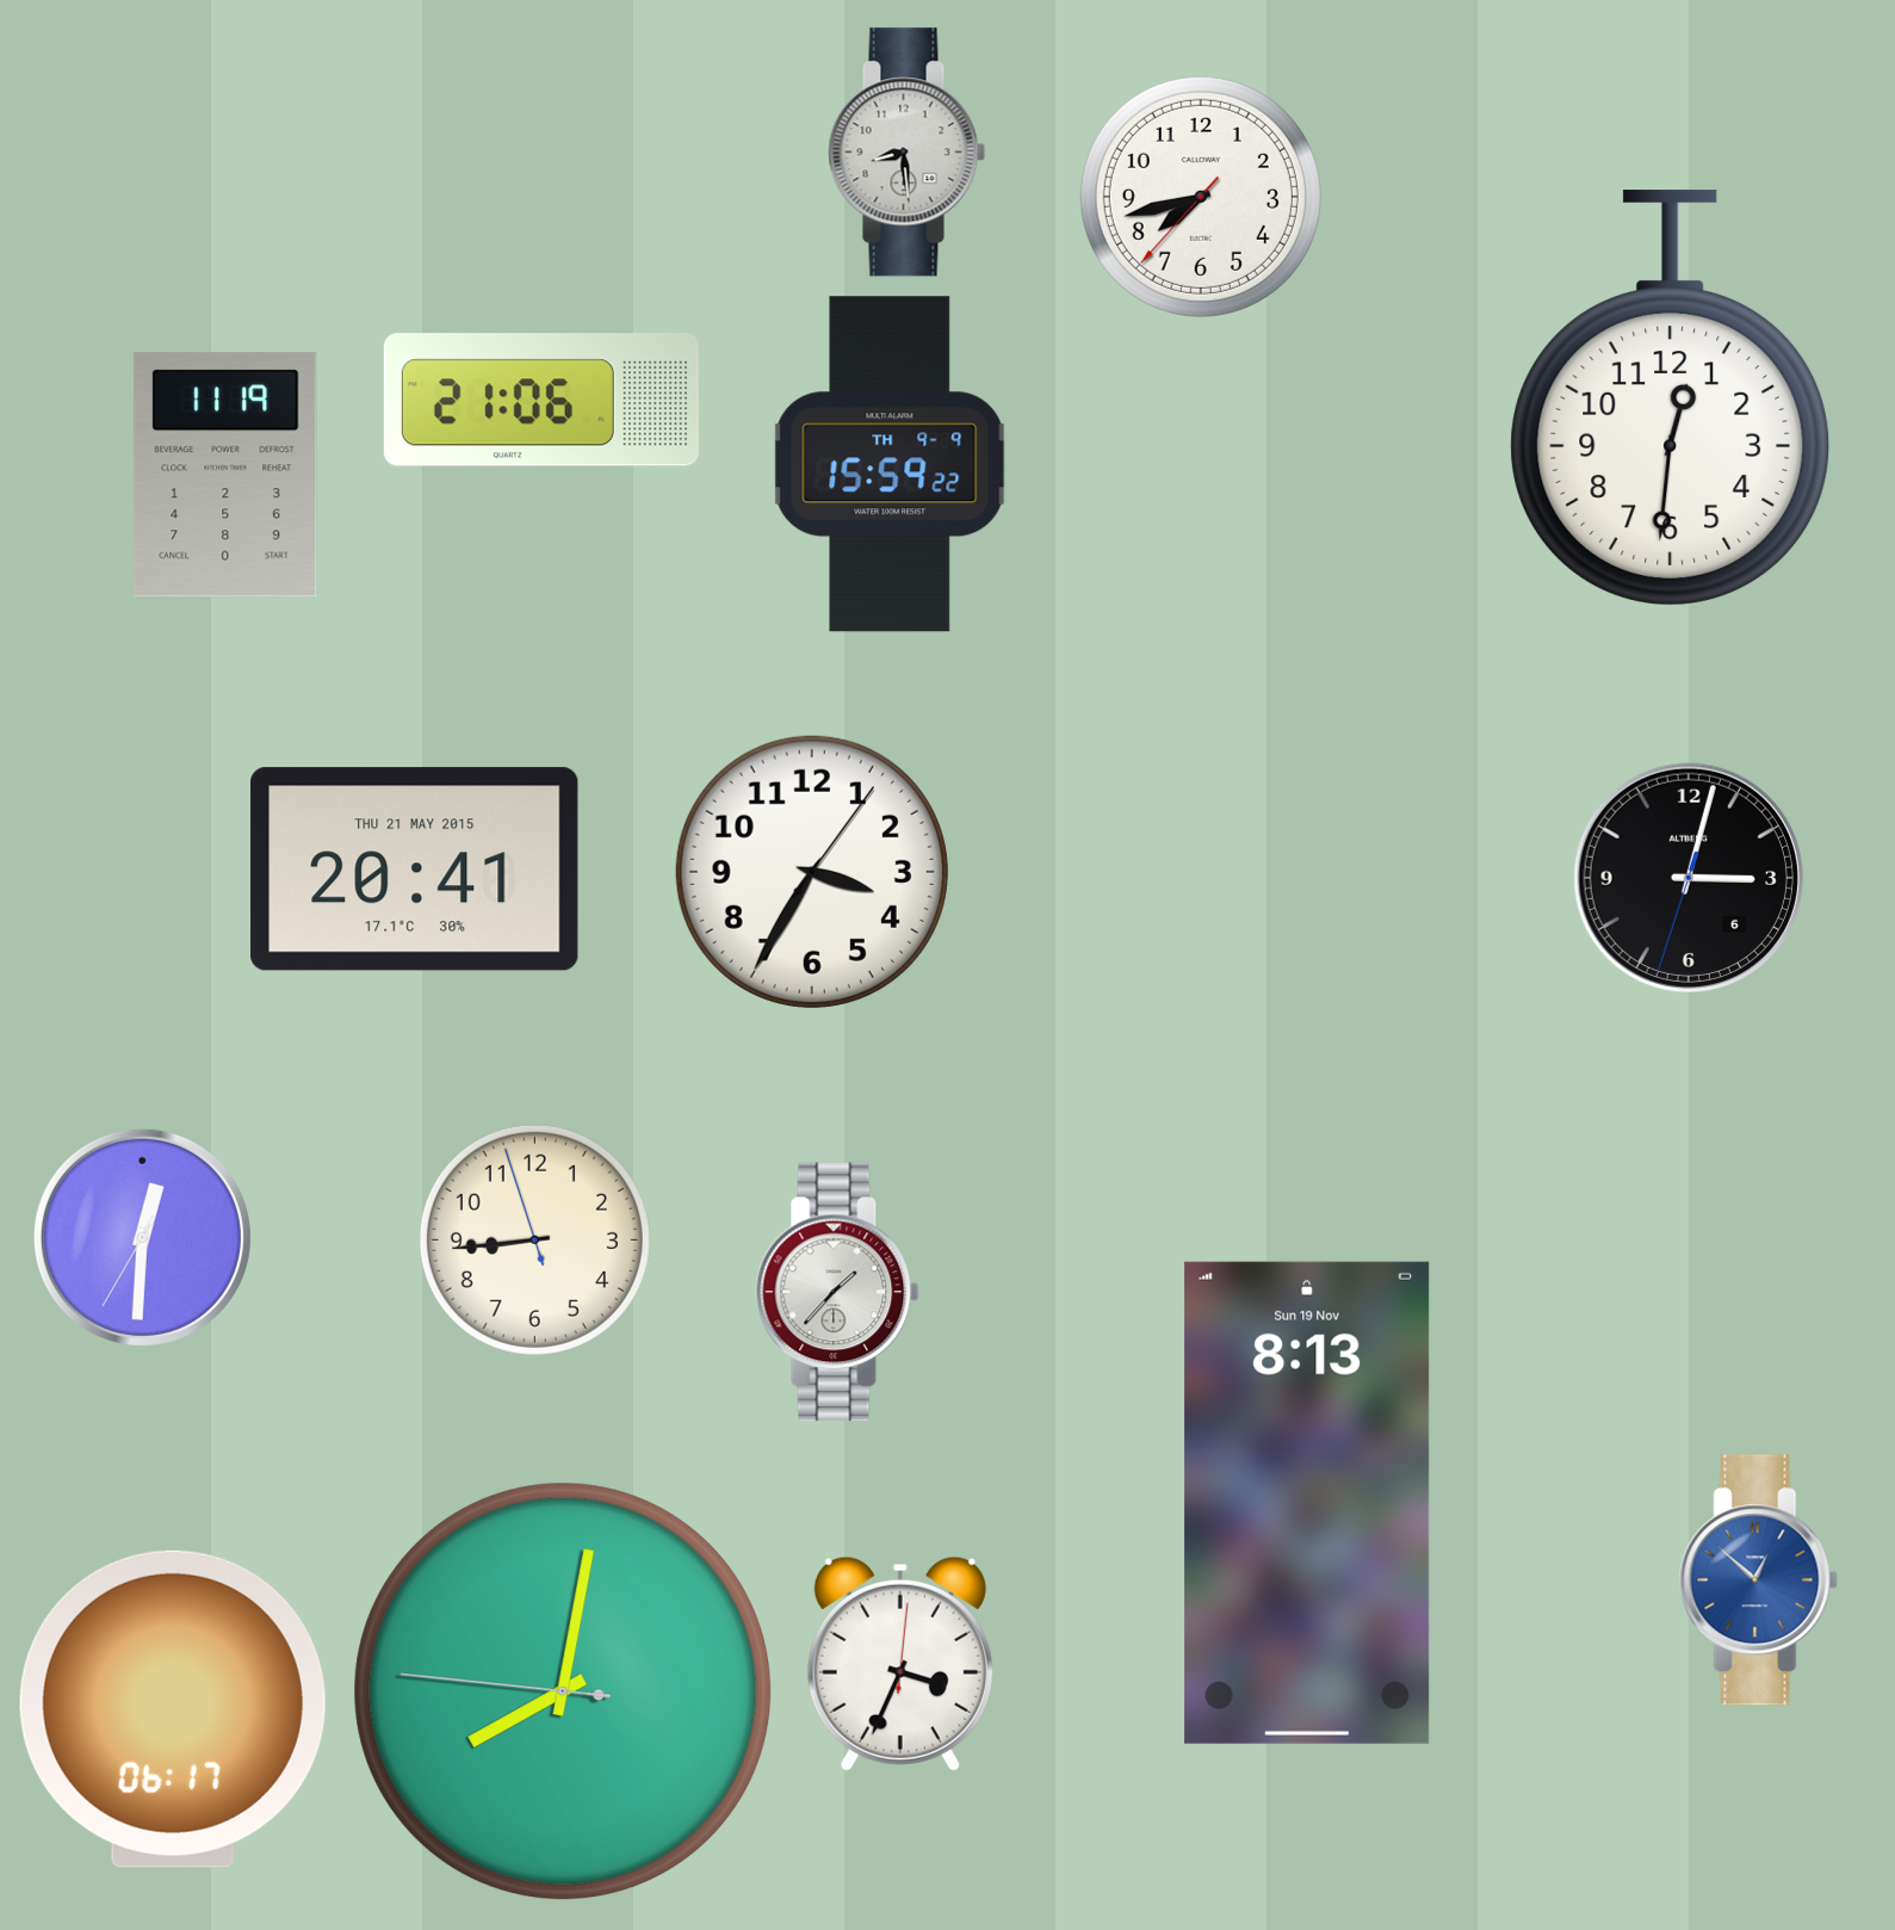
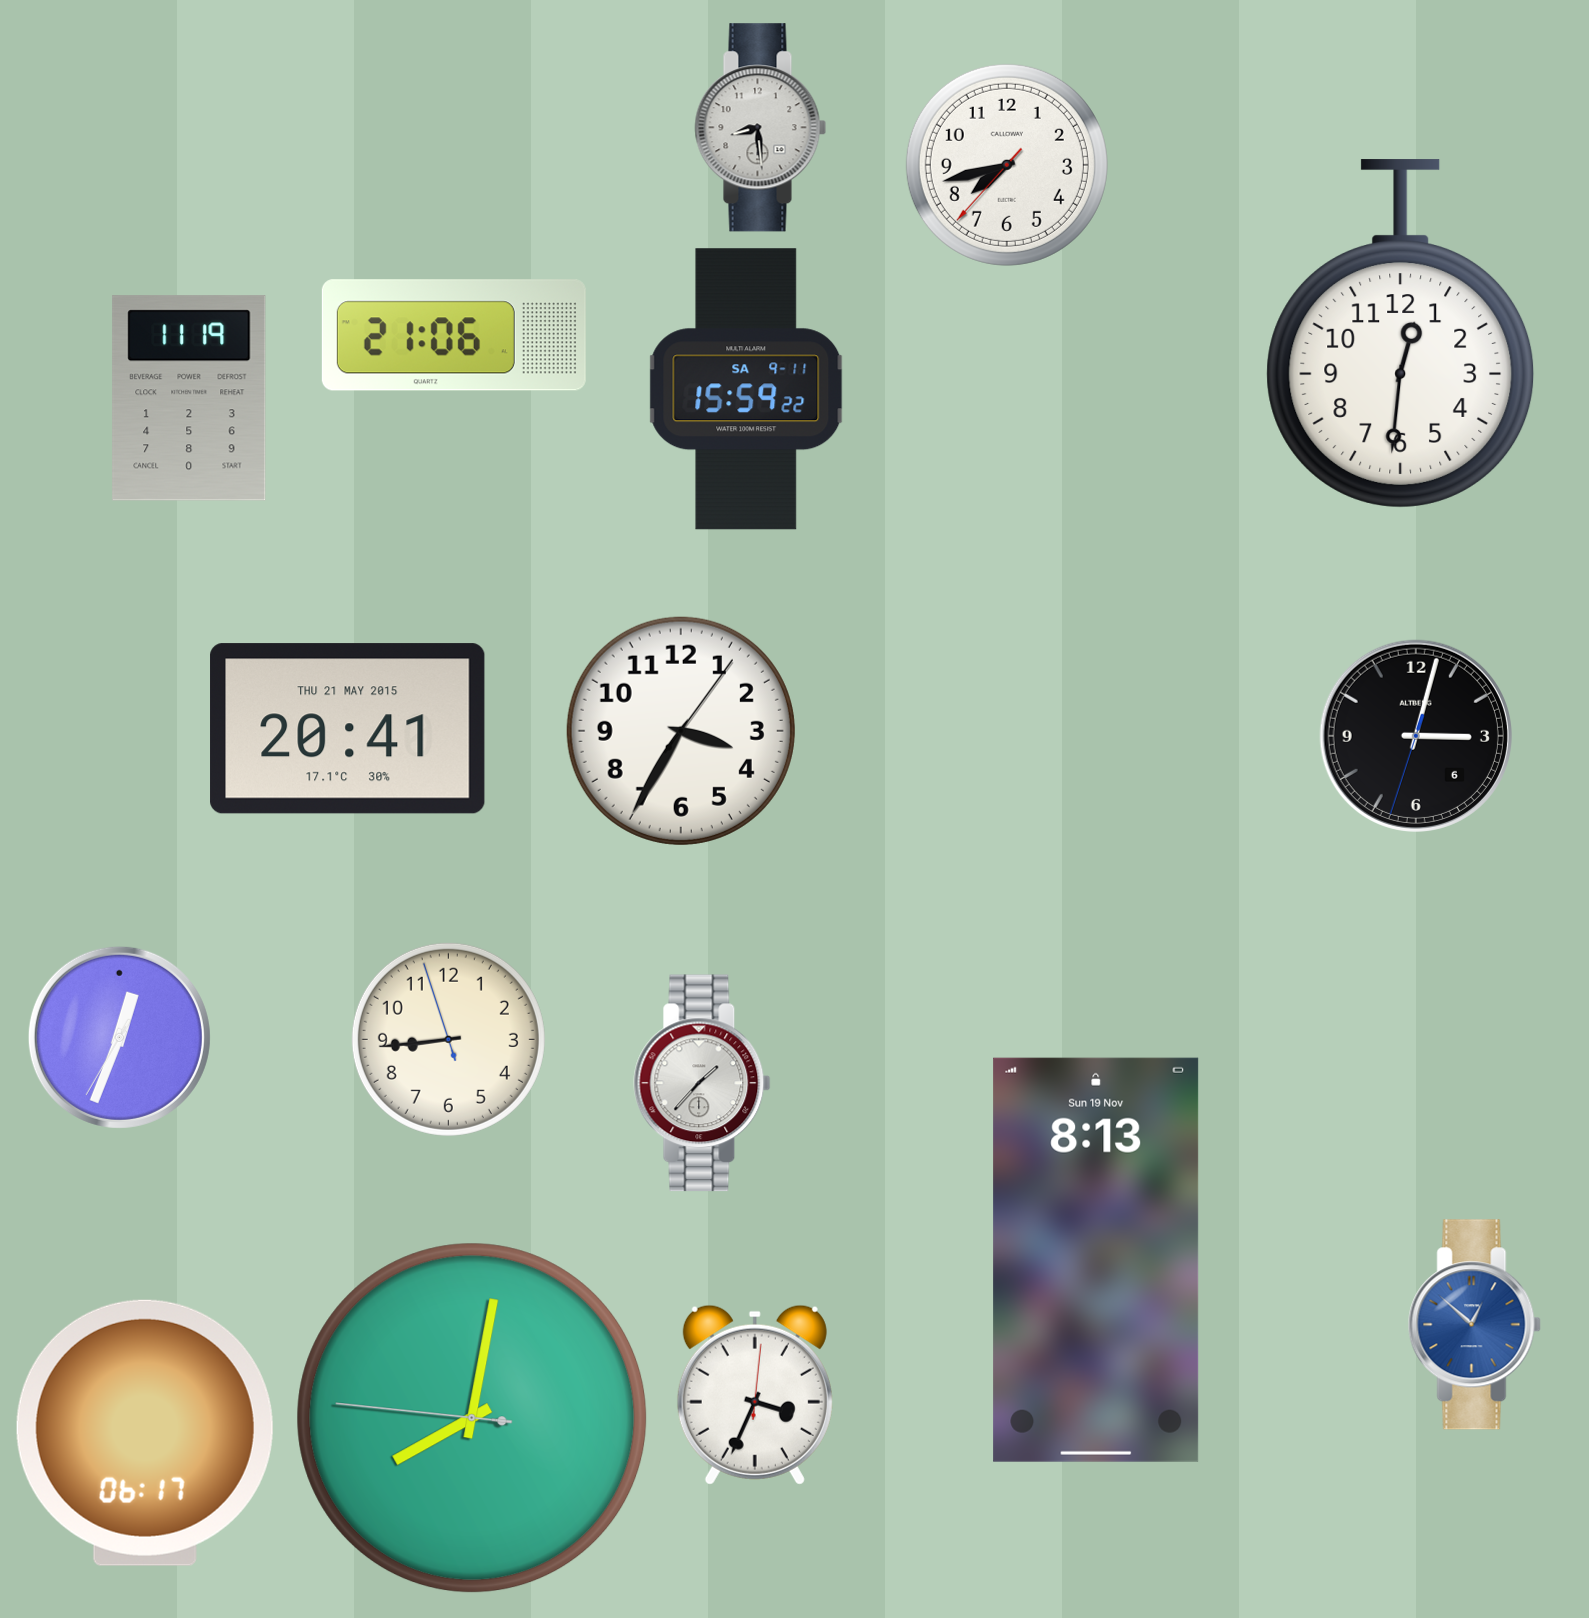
clock at (890, 464) date: TH 9-9 -> SA 9-11
clock at (142, 1237): 12:30 -> 12:33
